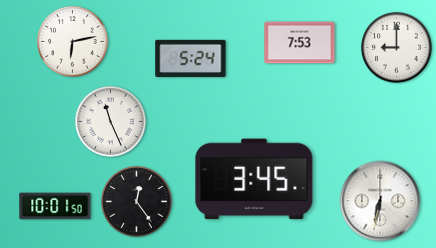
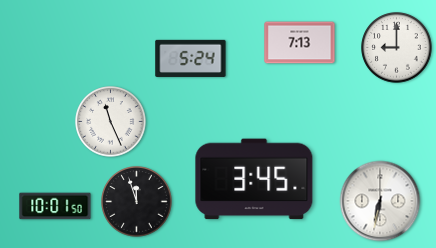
clock at (73, 42): 6:13 -> none
clock at (300, 43): 7:53 -> 7:13
clock at (137, 202): 12:24 -> 11:57
